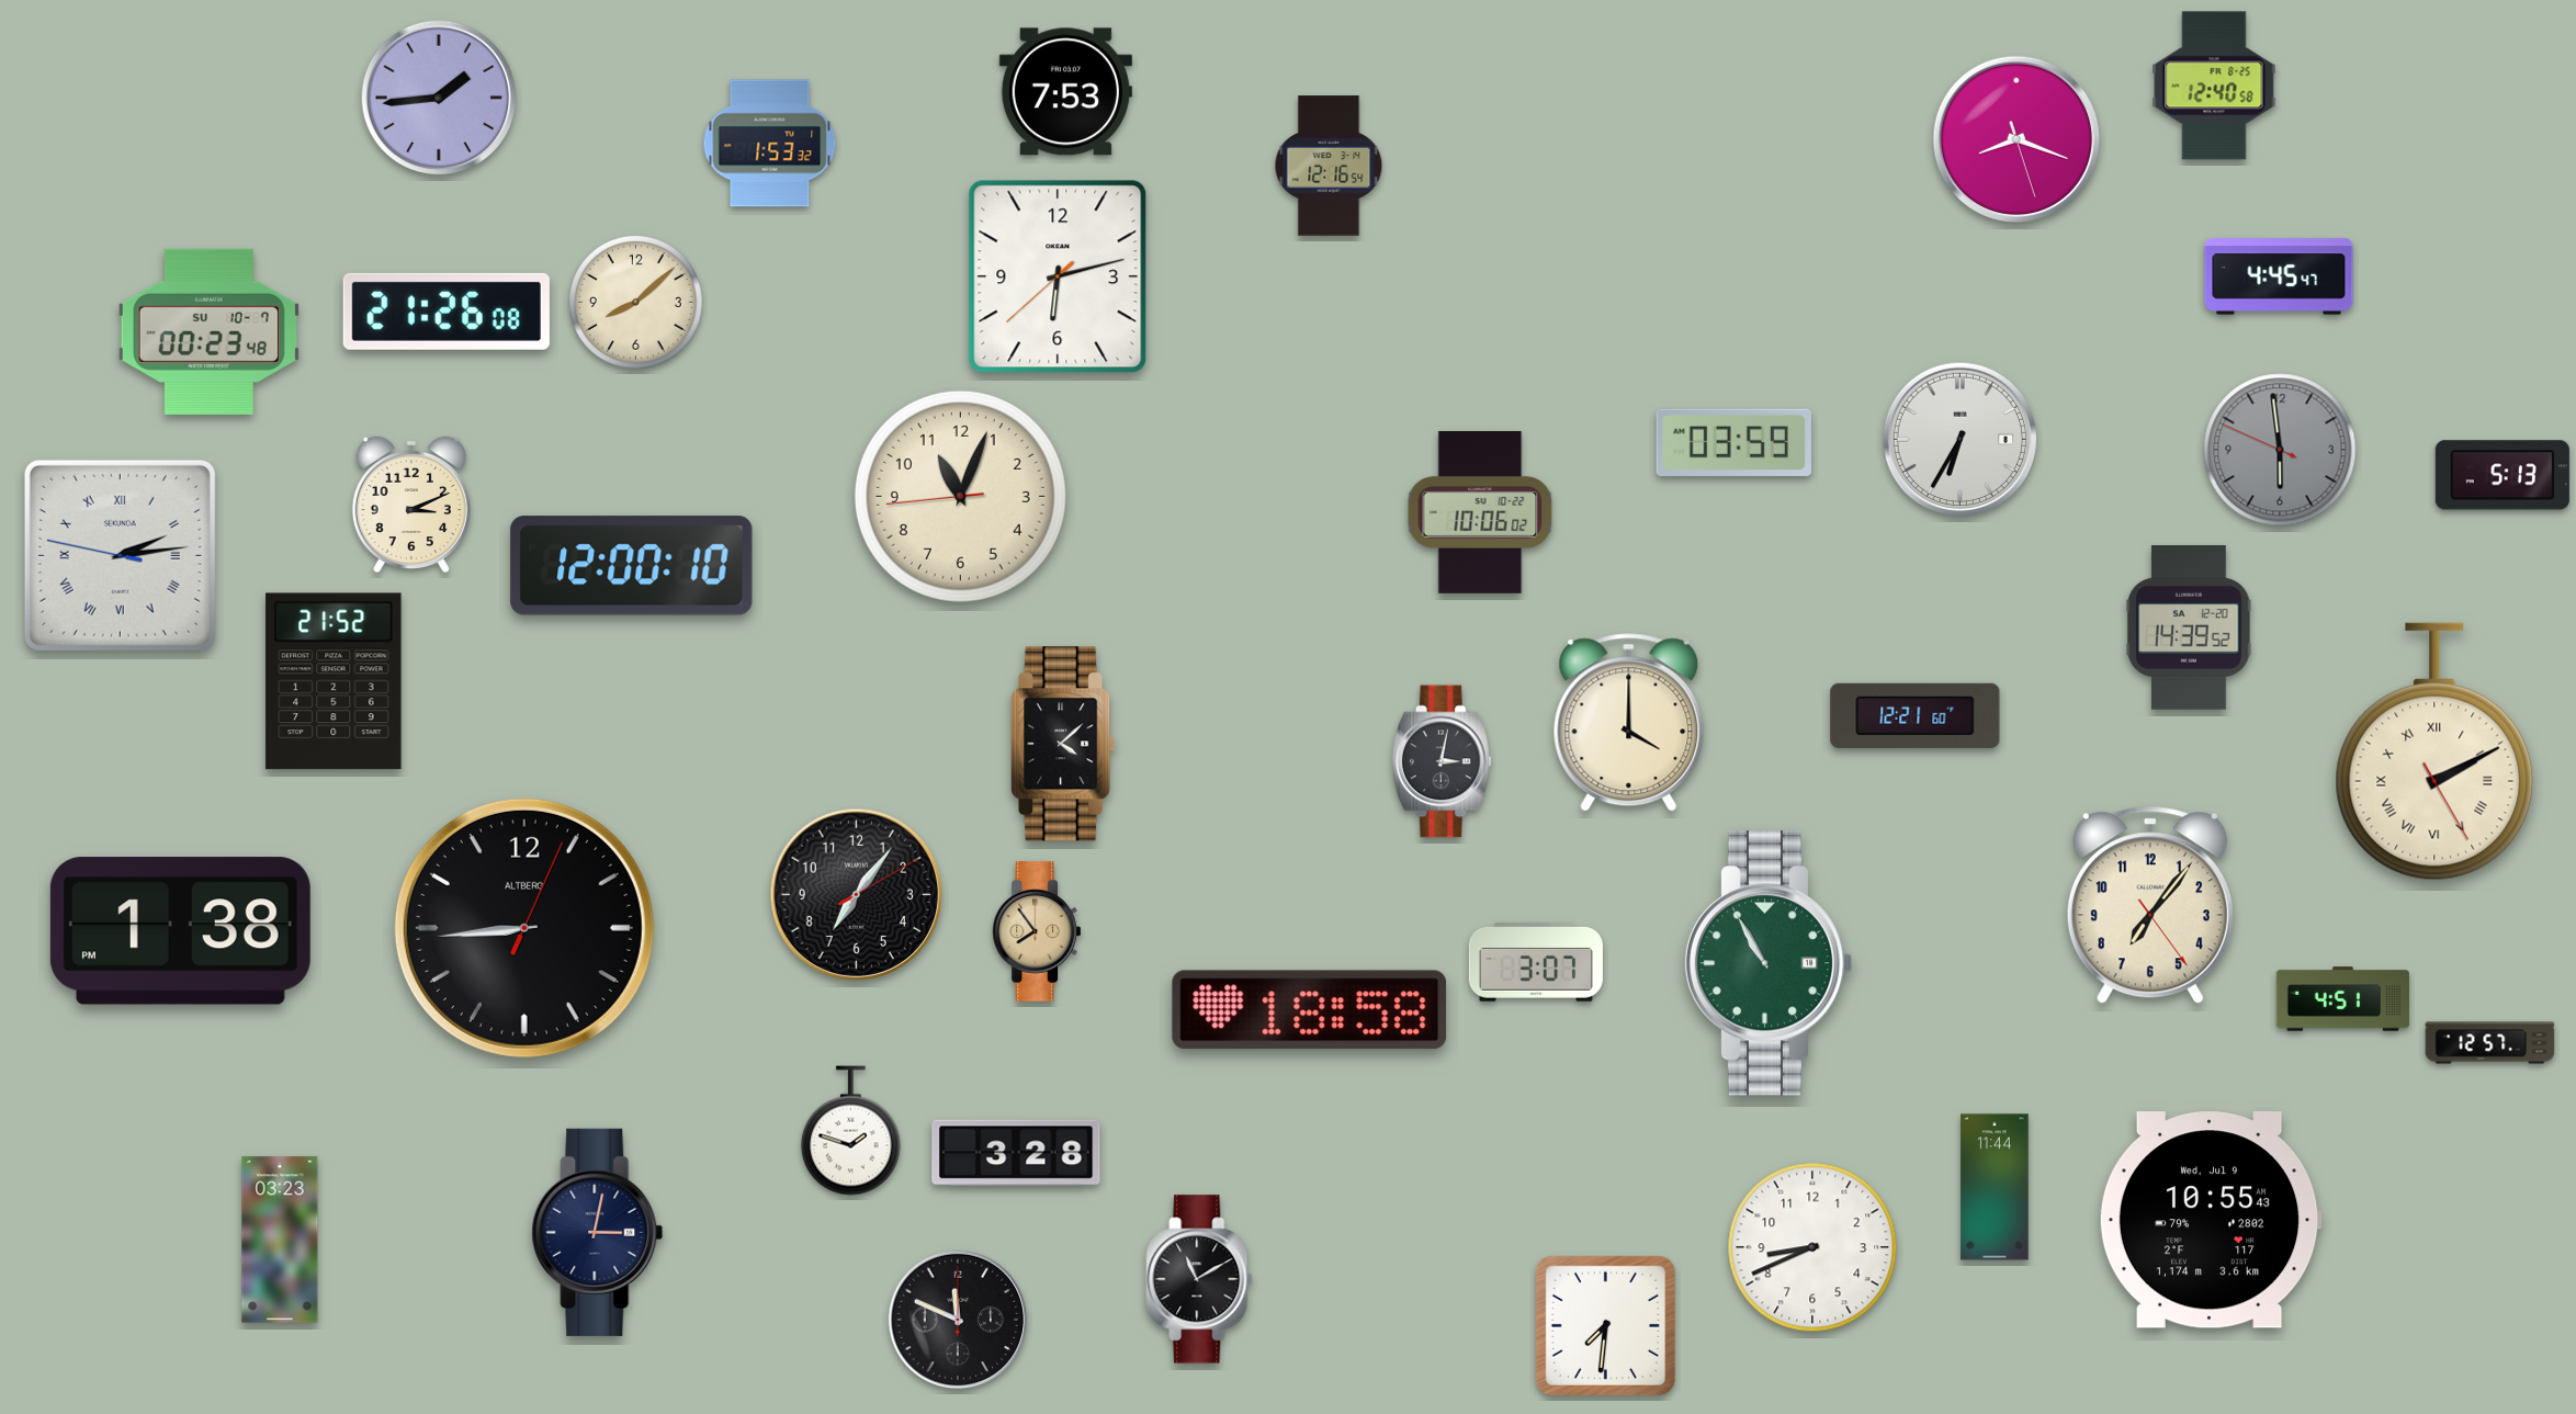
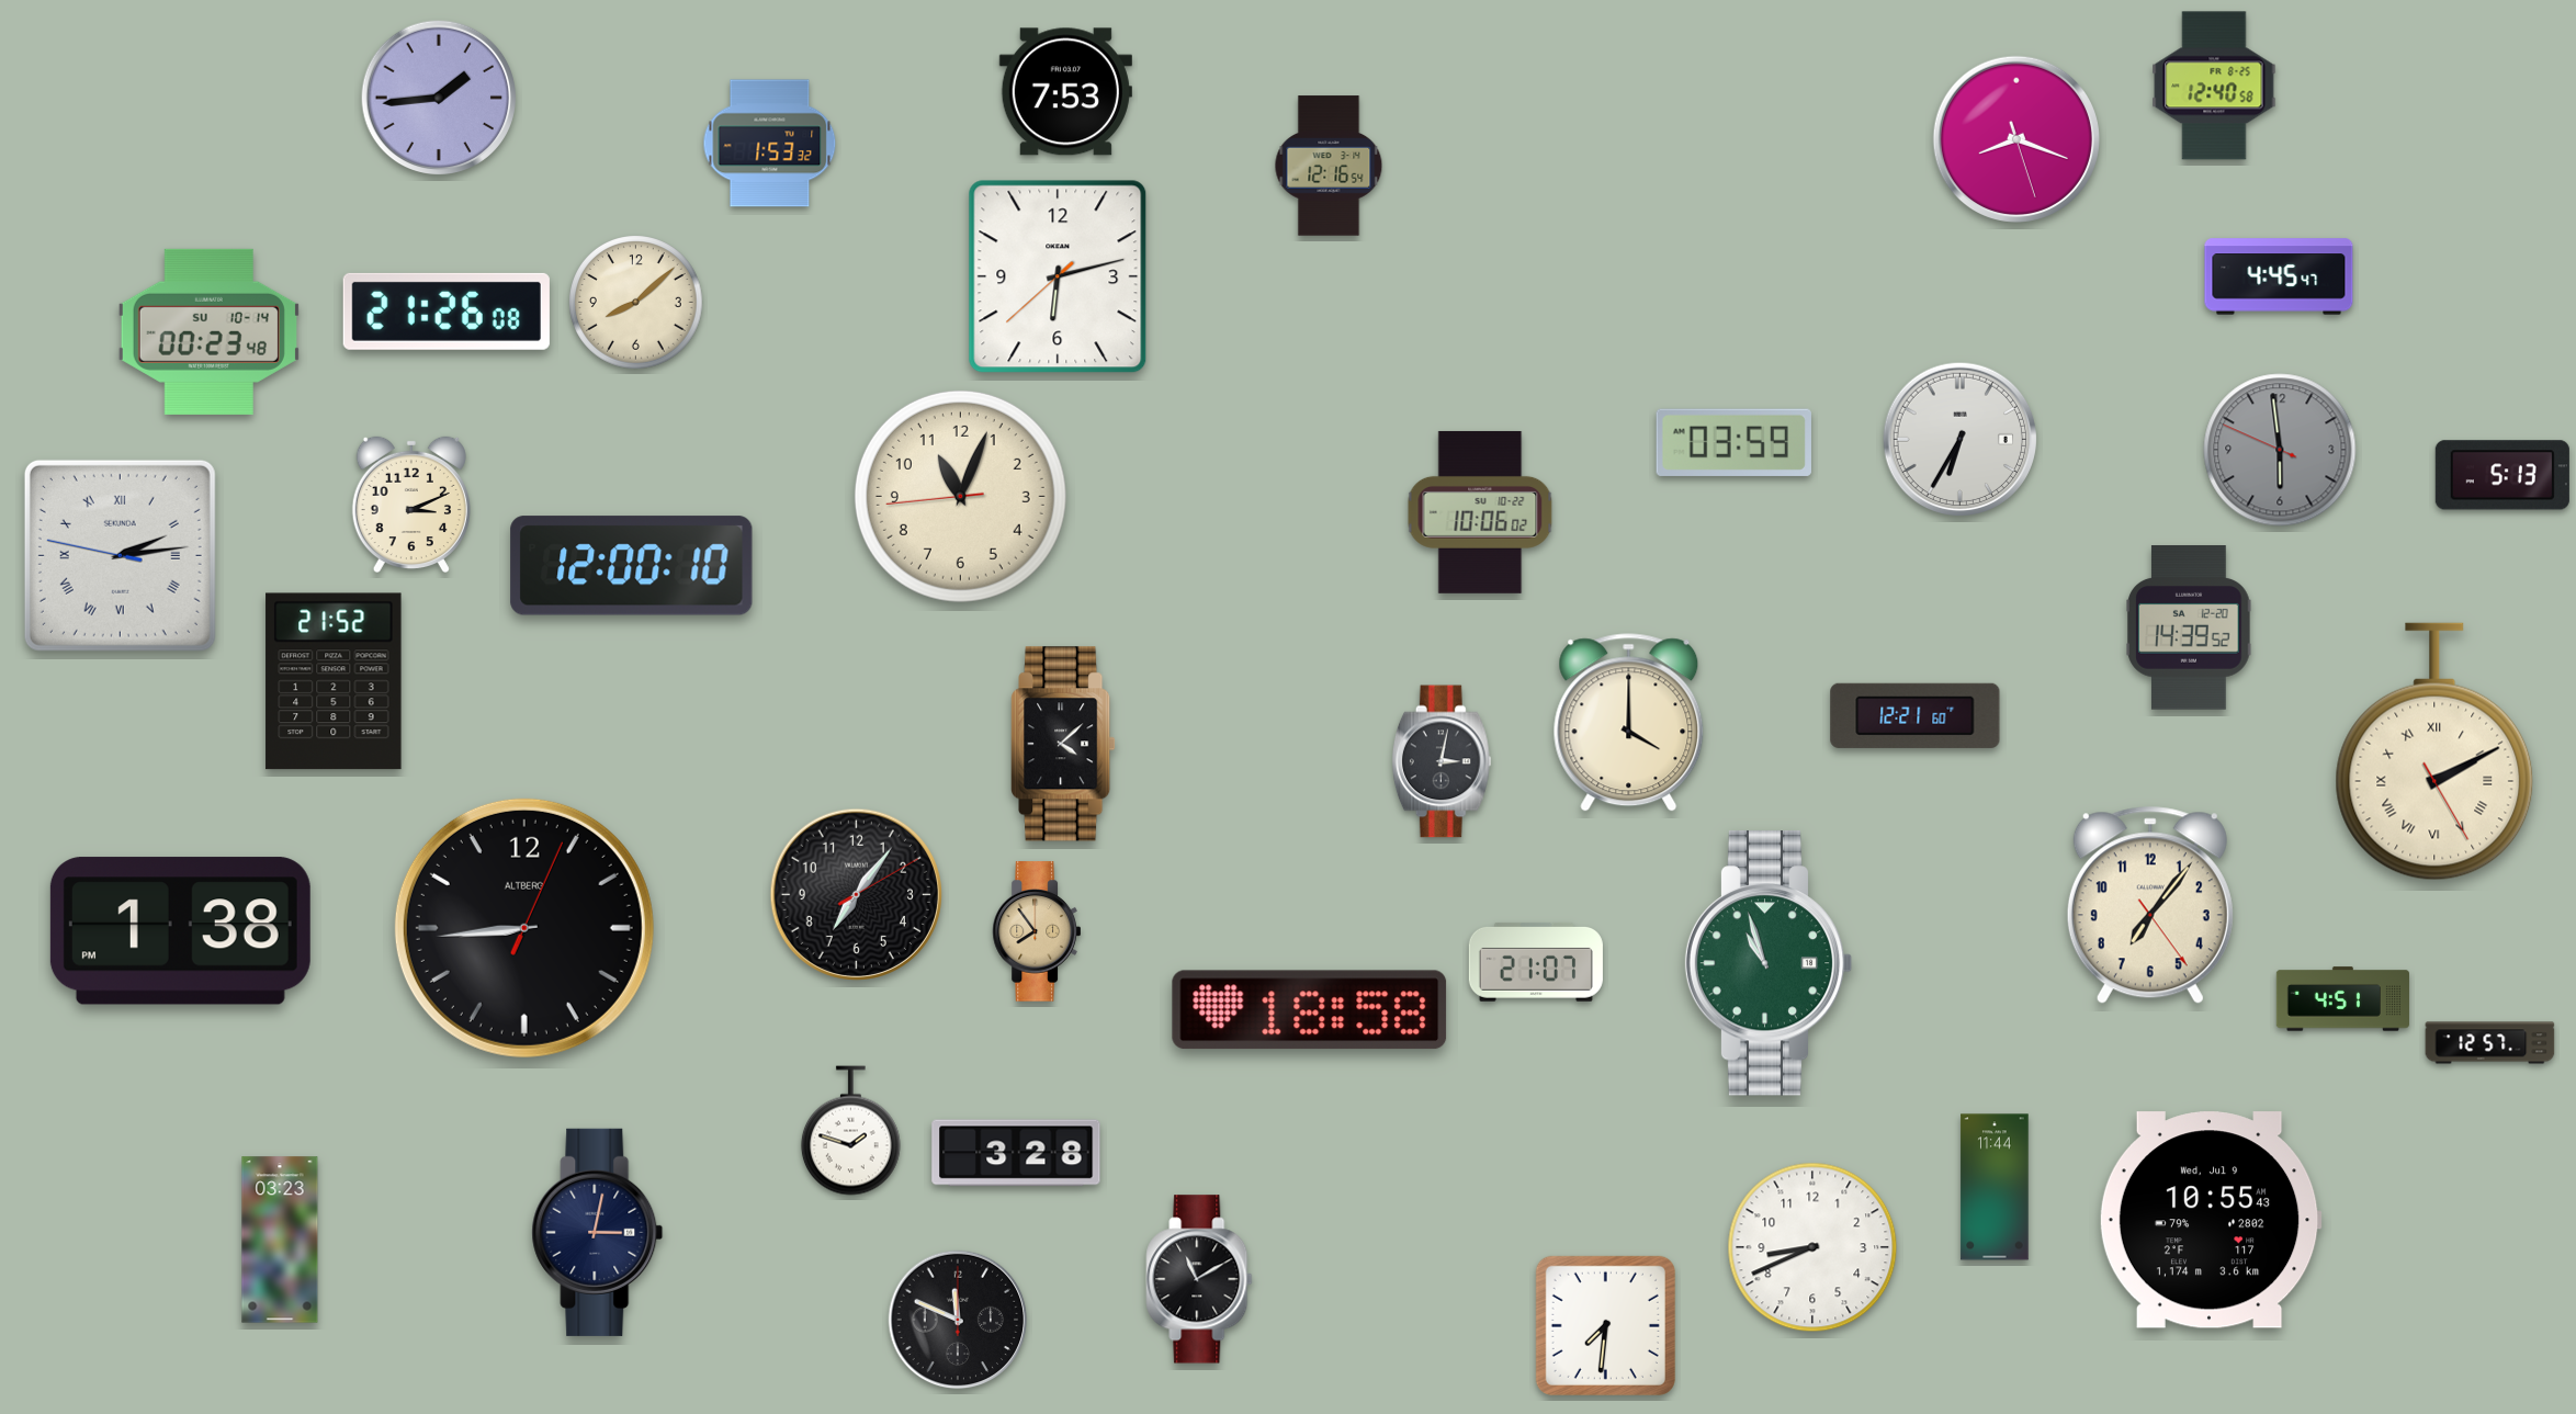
clock at (208, 331) date: SU 10-7 -> SU 10-14
clock at (1536, 962): 3:07 -> 21:07
clock at (1769, 963): 10:55 -> 10:57
